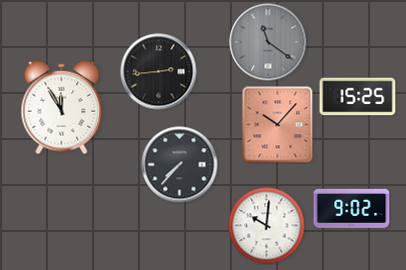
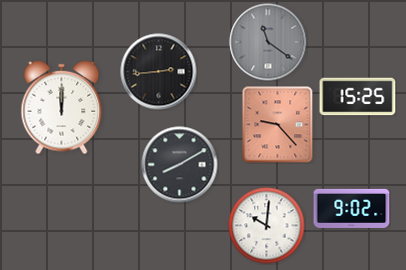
clock at (62, 108): 11:55 -> 12:00
clock at (278, 125): 10:07 -> 9:23
clock at (180, 165): 7:37 -> 8:10
